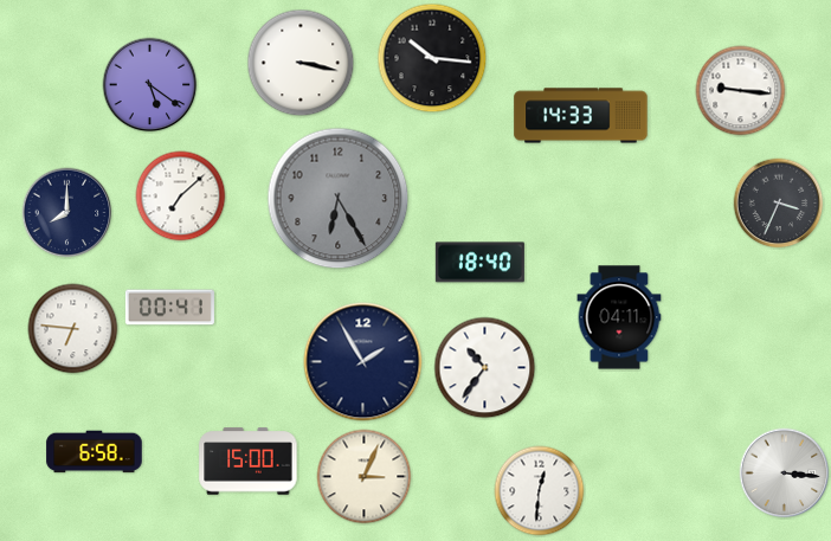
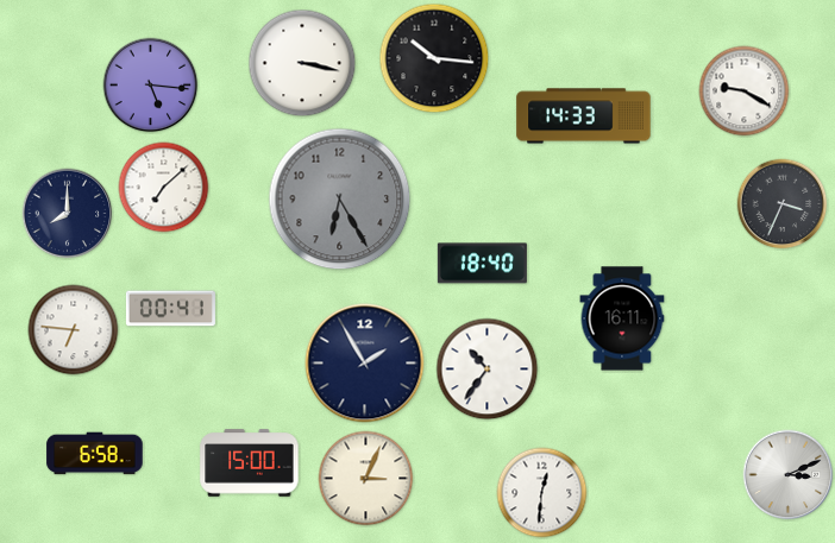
clock at (150, 85): 5:21 -> 5:16
clock at (741, 91): 9:16 -> 9:20
clock at (181, 197) position: (181, 197) -> (164, 188)
clock at (619, 317): 04:11 -> 16:11
clock at (785, 474): 3:16 -> 3:11
